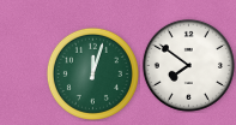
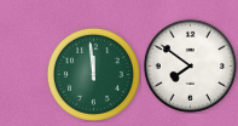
clock at (92, 73): 12:03 -> 11:59
